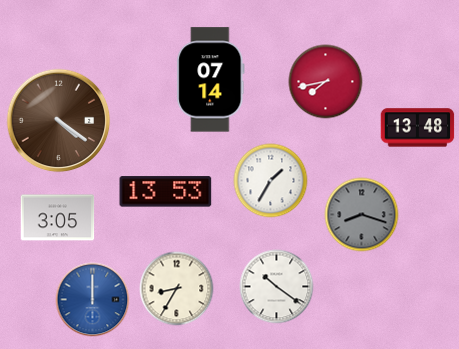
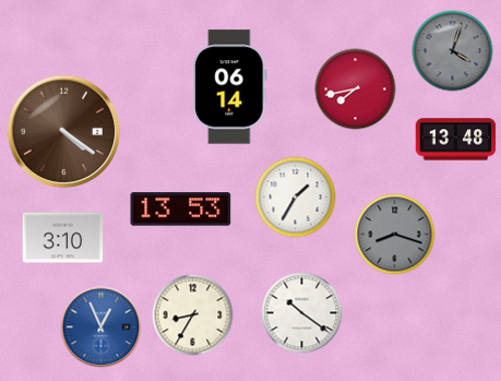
clock at (453, 51): none -> 4:03
clock at (211, 80): 07:14 -> 06:14
clock at (58, 218): 3:05 -> 3:10
clock at (93, 300): 12:00 -> 12:56
